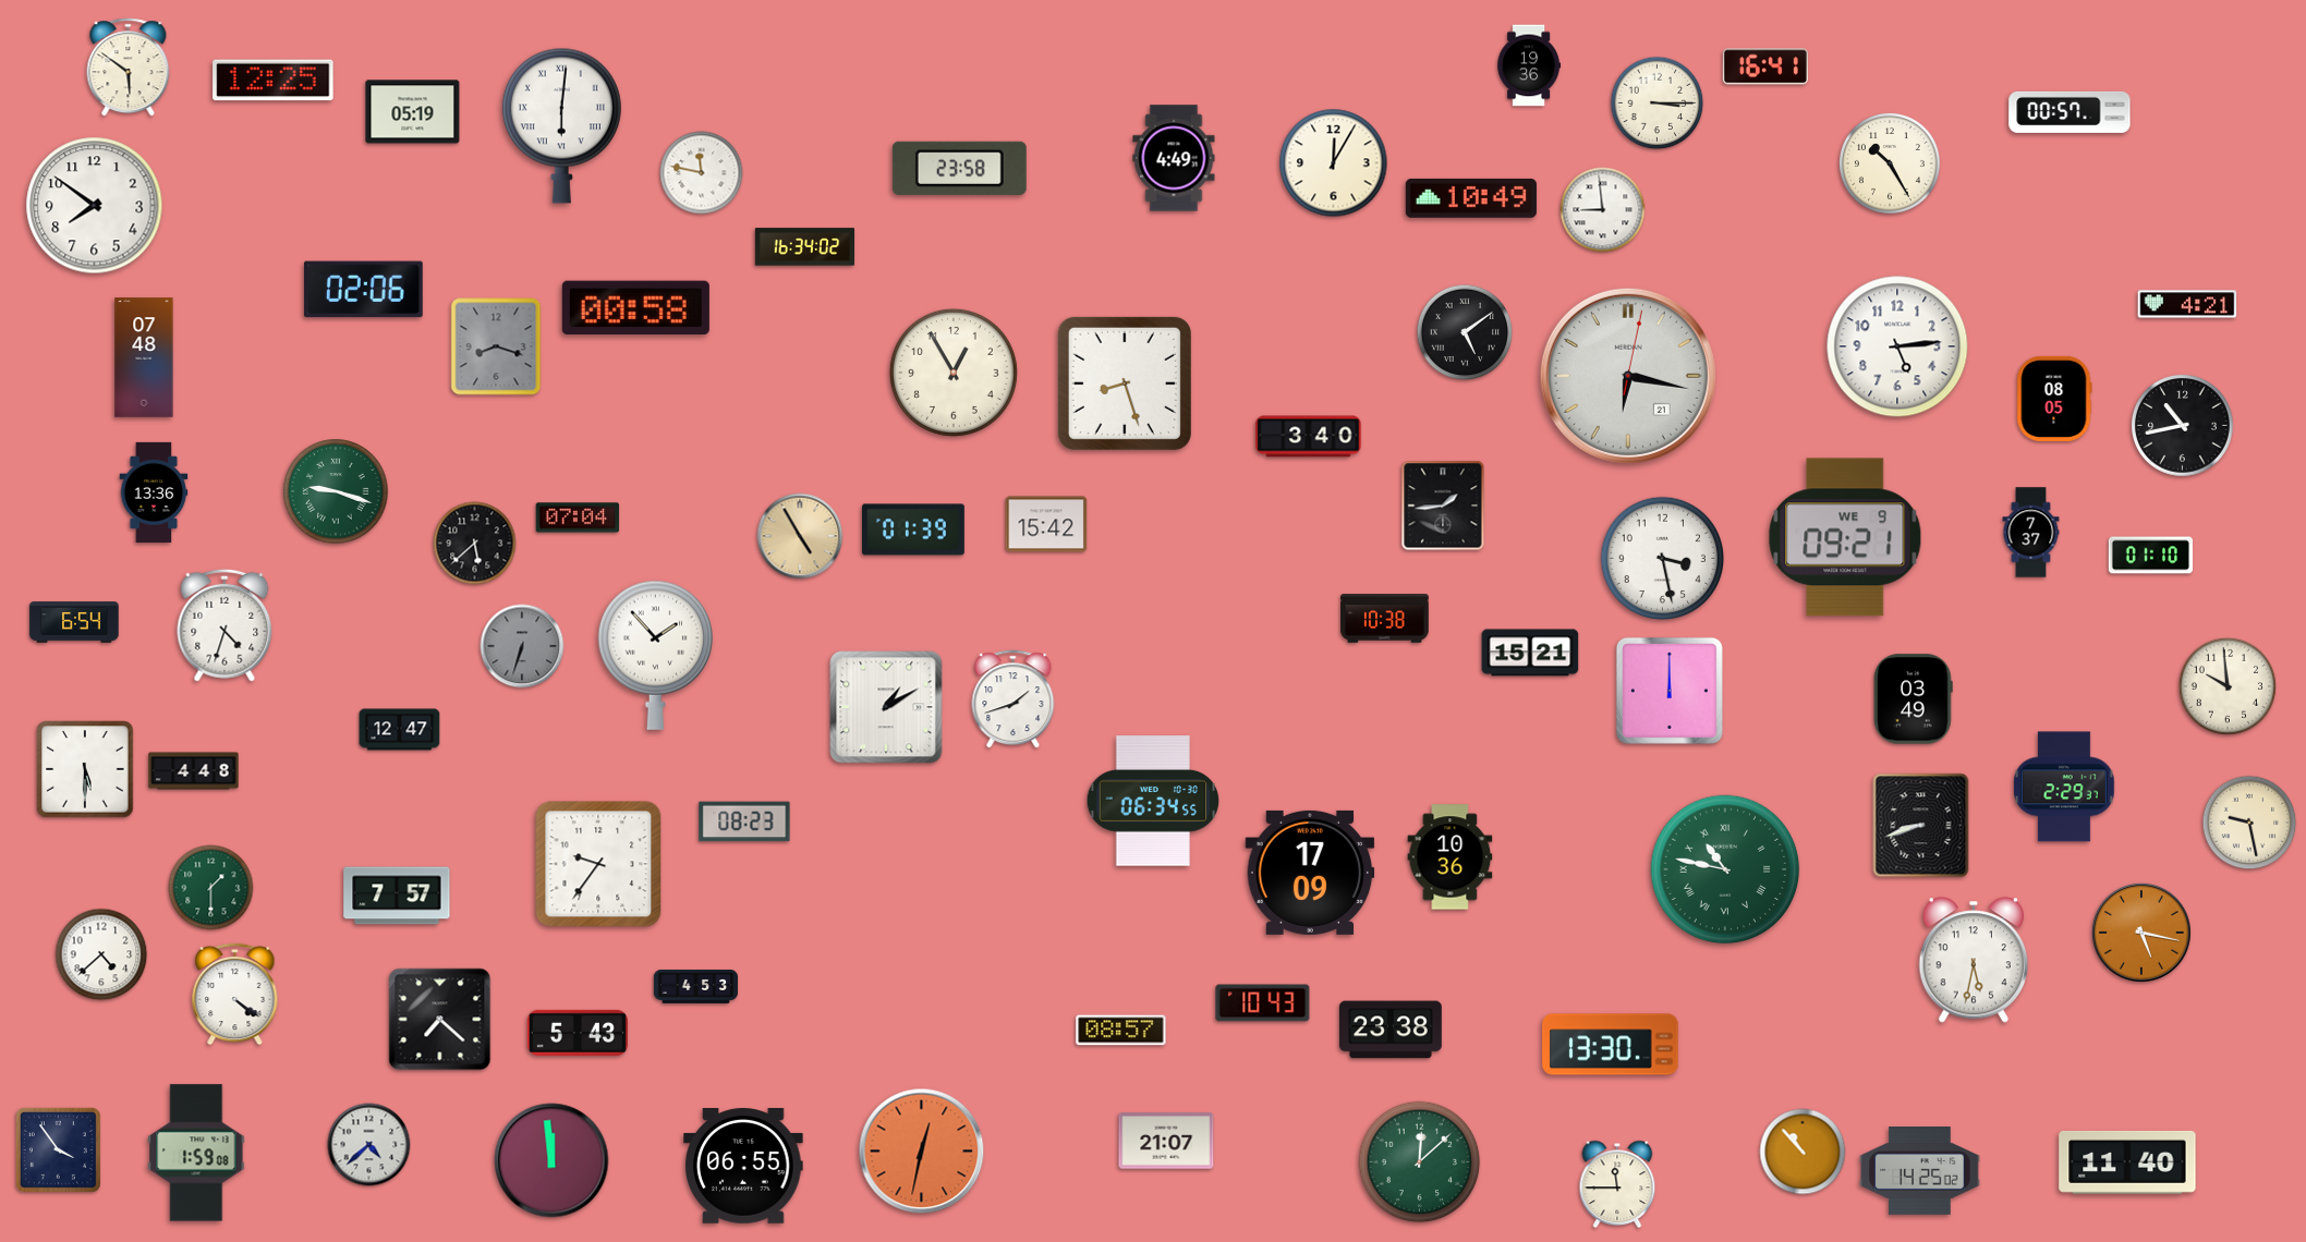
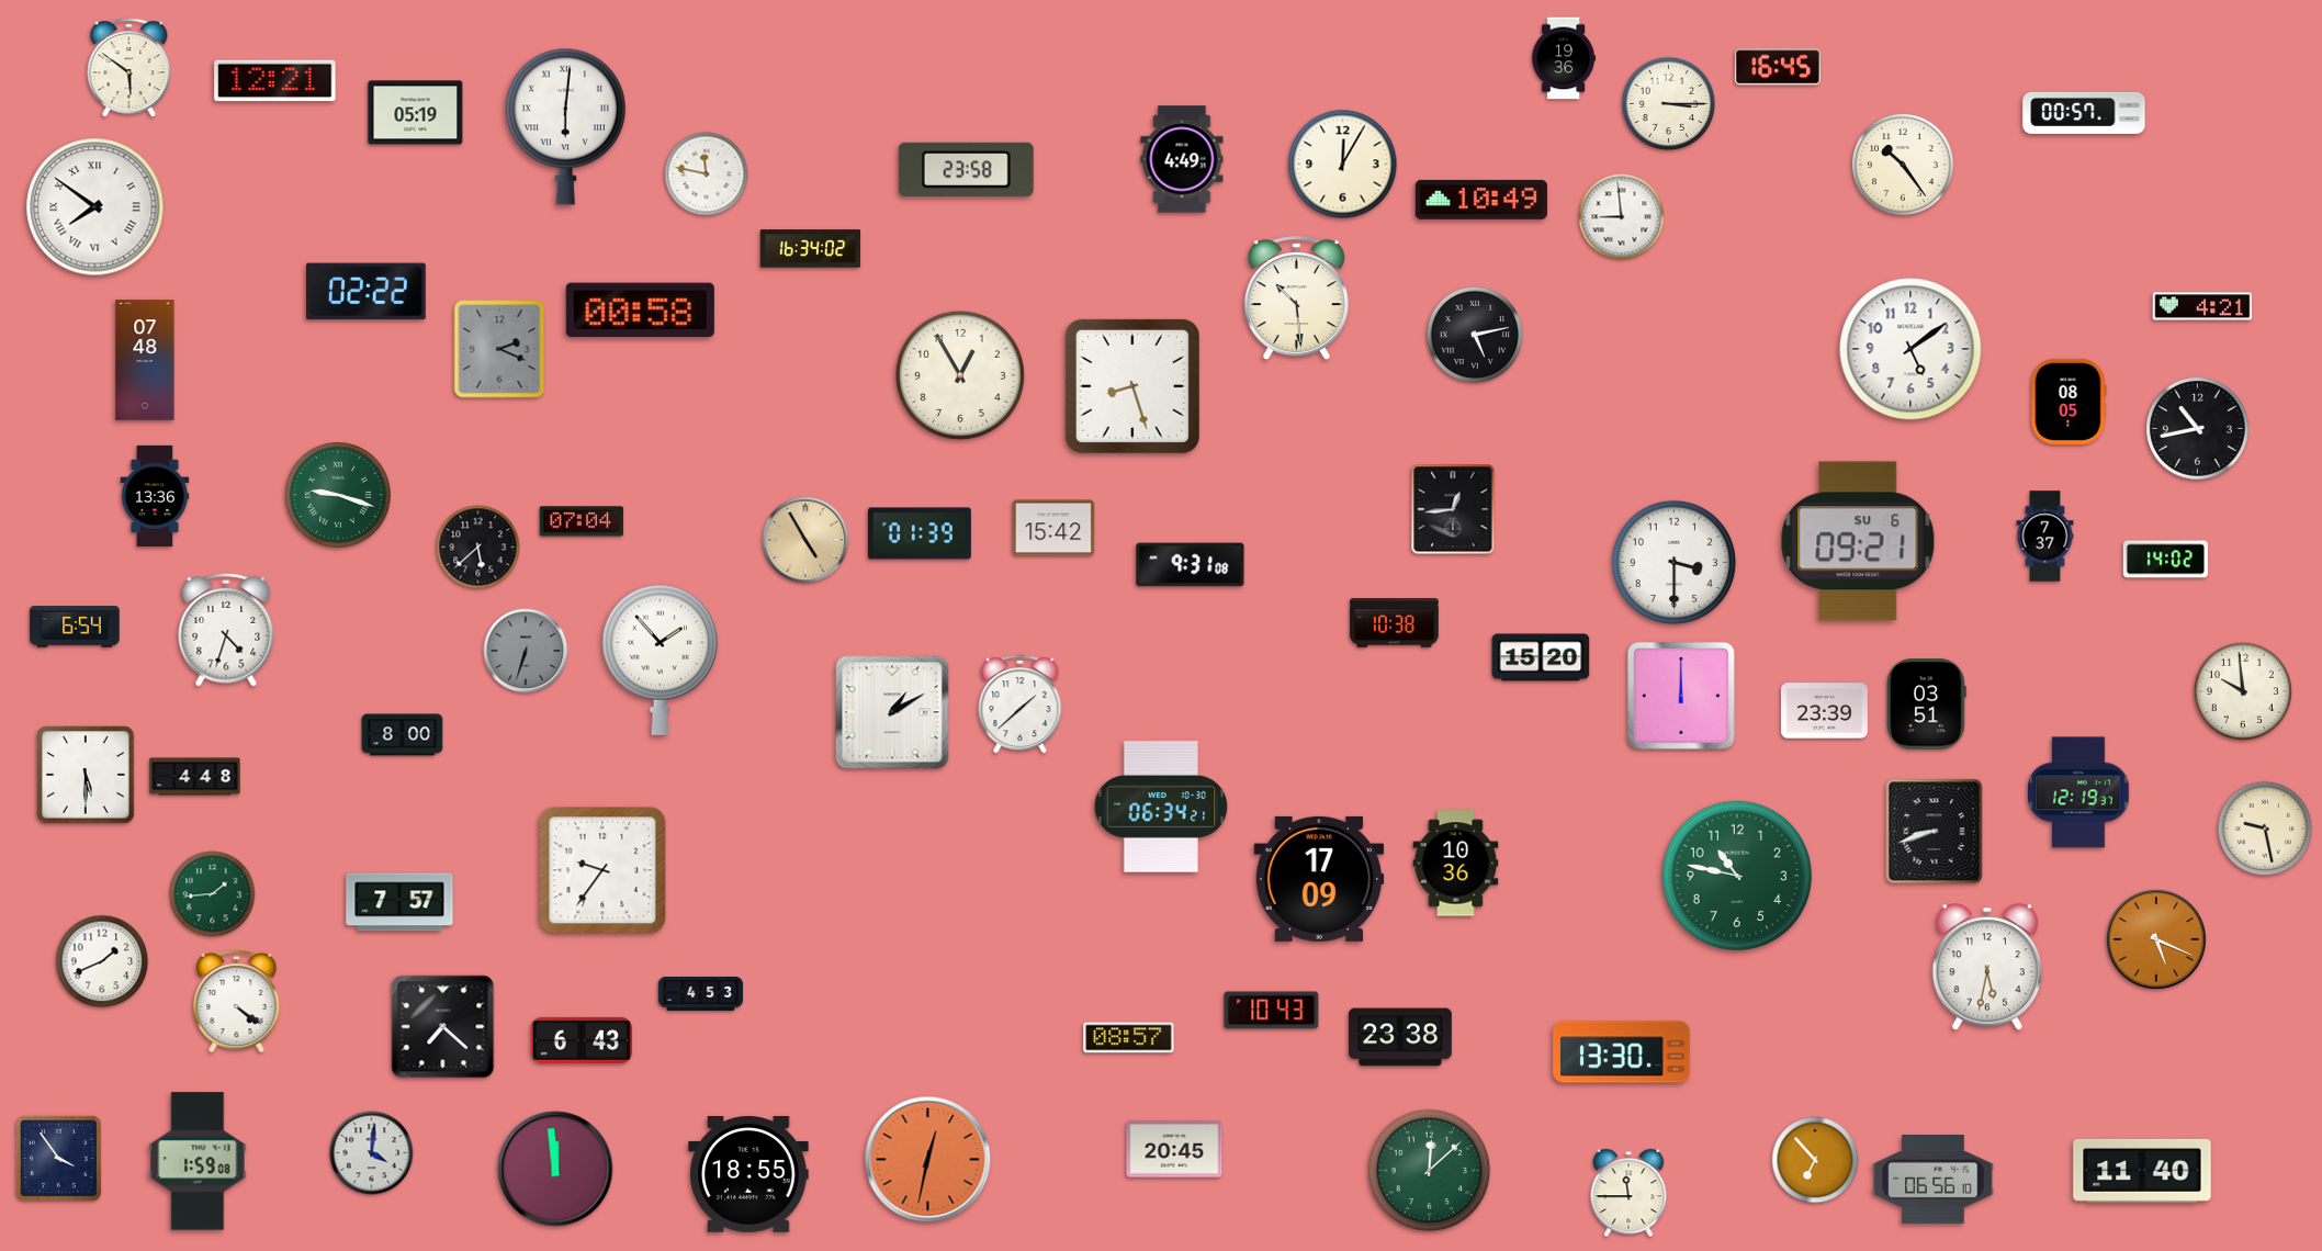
clock at (1529, 65) position: (1529, 65) -> (1564, 58)
clock at (1765, 66): 16:41 -> 16:45
clock at (274, 81): 12:25 -> 12:21
clock at (1890, 163): 10:25 -> 10:24
clock at (95, 206) numerals: Arabic -> Roman
clock at (1603, 210) position: (1603, 210) -> (1622, 217)
clock at (363, 290): 02:06 -> 02:22
clock at (1296, 298): none -> 10:29
clock at (1465, 332): 5:09 -> 5:13
clock at (496, 346): 8:18 -> 2:19
clock at (1897, 346): 5:14 -> 5:09
clock at (1628, 376): 6:17 -> none
clock at (1309, 437): 3:40 -> none
clock at (1443, 506): 1:44 -> 12:44
clock at (1845, 537) date: WE 9 -> SU 6
clock at (2150, 556): 01:10 -> 14:02
clock at (1662, 558): 3:28 -> 3:30
clock at (1191, 565): none -> 9:31
clock at (1530, 653): 15:21 -> 15:20
clock at (1014, 699): 1:42 -> 1:38
clock at (1914, 699): 03:49 -> 03:51
clock at (1824, 711): none -> 23:39
clock at (400, 730): 12:47 -> 8:00
clock at (2064, 787): 2:29 -> 12:19
clock at (1152, 801): 06:34:55 -> 06:34:21
clock at (744, 821): 08:23 -> none
clock at (1451, 857) position: (1451, 857) -> (1456, 864)
clock at (1725, 869) numerals: Roman -> Arabic
clock at (211, 888): 1:30 -> 1:44
clock at (2141, 933): 5:17 -> 5:19
clock at (101, 954): 4:38 -> 1:41
clock at (578, 1033): 5:43 -> 6:43
clock at (1166, 1141): 21:07 -> 20:45
clock at (369, 1145): 4:38 -> 4:01
clock at (1803, 1152): 10:53 -> 6:53
clock at (743, 1167): 06:55 -> 18:55
clock at (1920, 1171): 14:25 -> 06:56
